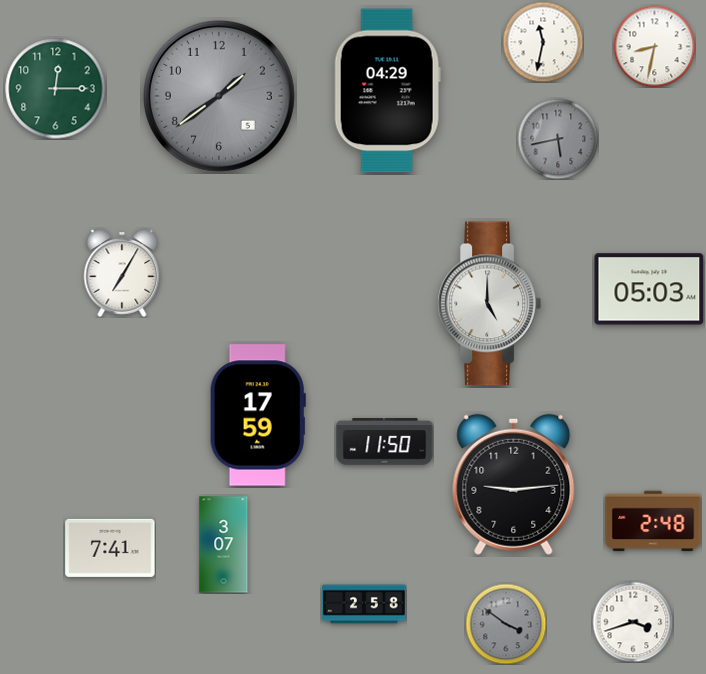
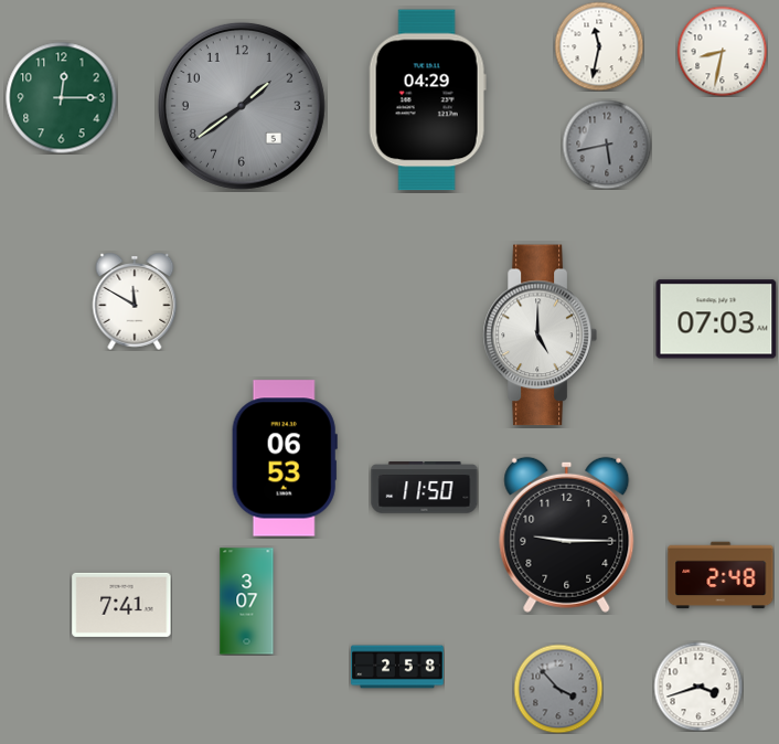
clock at (558, 139) position: (558, 139) -> (607, 145)
clock at (122, 273): 7:05 -> 11:50
clock at (649, 289): 05:03 -> 07:03
clock at (258, 415): 17:59 -> 06:53
clock at (514, 484): 9:14 -> 9:15
clock at (364, 604) position: (364, 604) -> (397, 667)
clock at (506, 624): 3:51 -> 3:53
